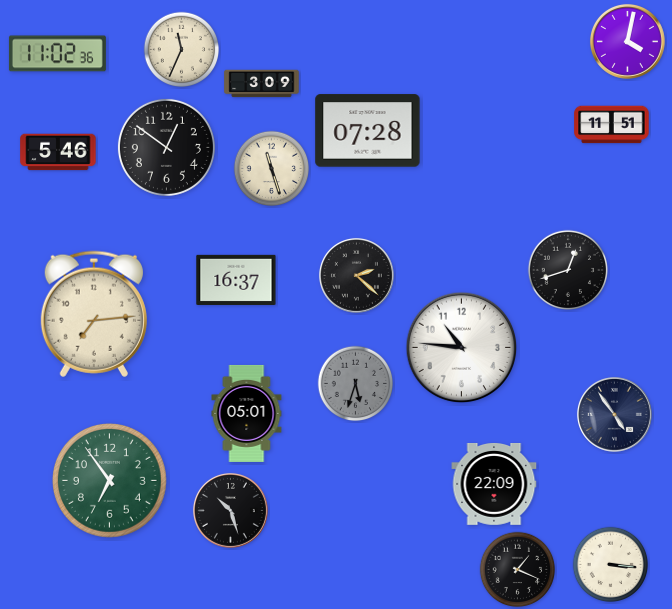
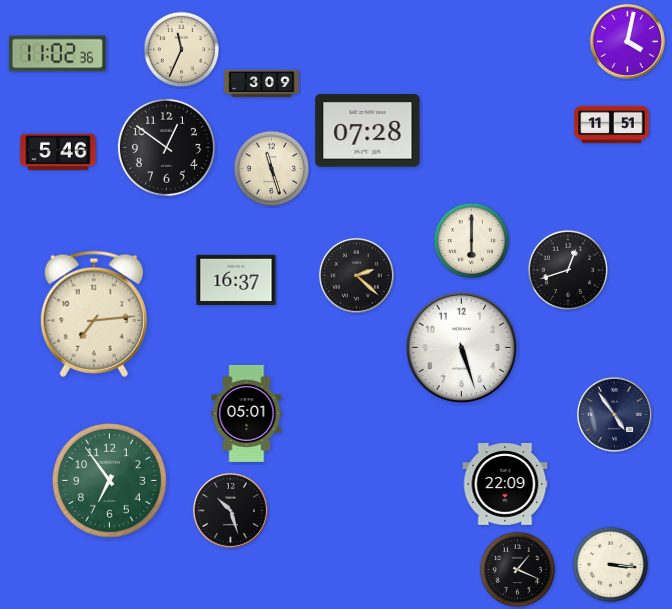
clock at (472, 241): none -> 6:00
clock at (462, 348): 10:46 -> 5:27
clock at (356, 384): 5:33 -> none
clock at (494, 485) position: (494, 485) -> (505, 485)
